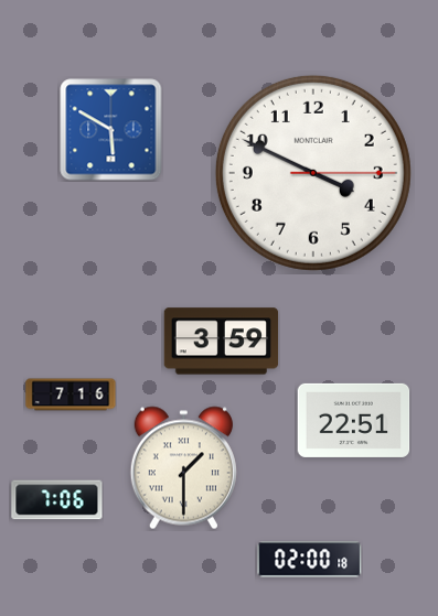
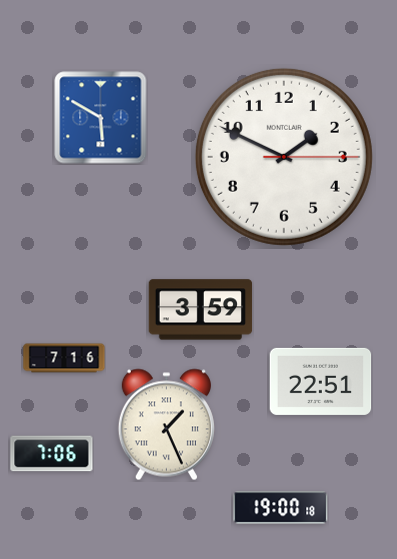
clock at (313, 173): 3:49 -> 1:49
clock at (183, 468): 1:30 -> 1:26
clock at (310, 560): 02:00 -> 19:00
